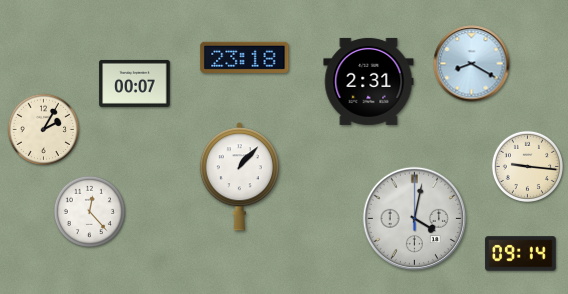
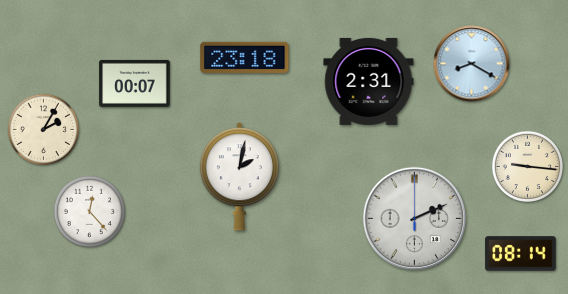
clock at (239, 177): 1:07 -> 2:02
clock at (414, 218): 4:02 -> 2:11
clock at (521, 254): 09:14 -> 08:14
